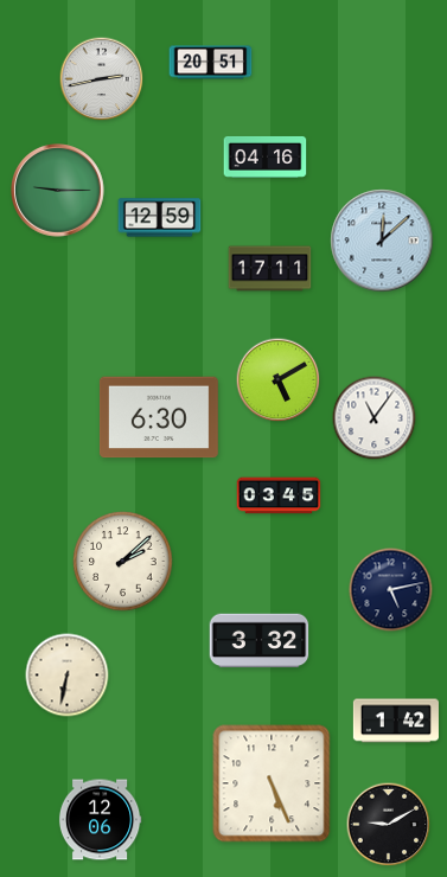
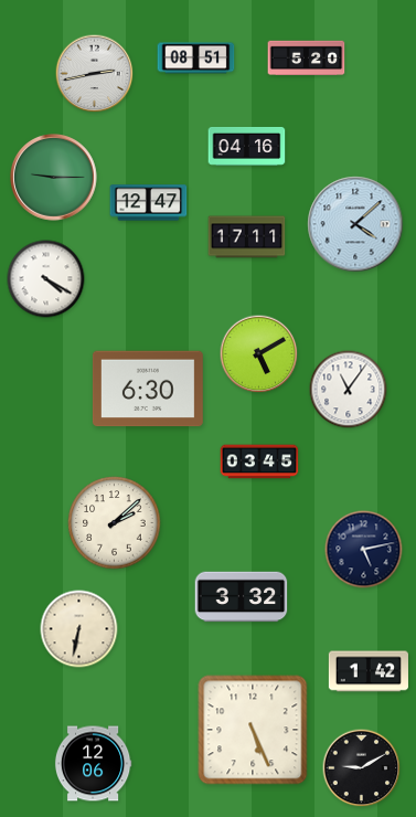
clock at (211, 63): 20:51 -> 08:51
clock at (307, 59): none -> 5:20
clock at (160, 218): 12:59 -> 12:47
clock at (382, 241): 12:08 -> 4:08
clock at (270, 269) position: (270, 269) -> (247, 237)
clock at (46, 279): none -> 4:20
clock at (68, 676) position: (68, 676) -> (79, 629)
